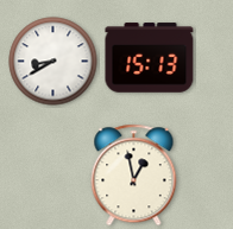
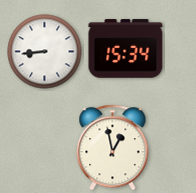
clock at (150, 58): 15:13 -> 15:34
clock at (53, 62): 8:40 -> 8:44
